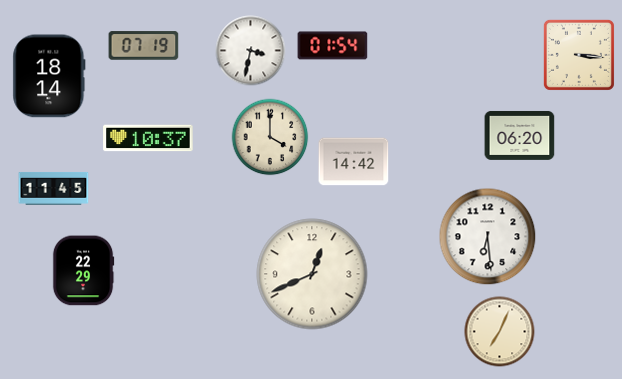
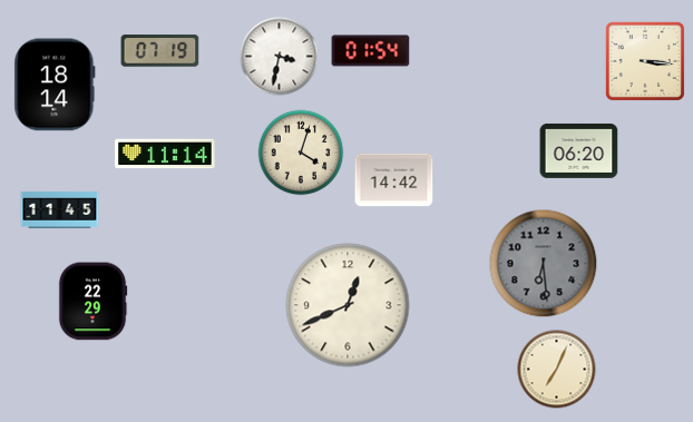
clock at (270, 137): 4:00 -> 4:03
clock at (148, 138): 10:37 -> 11:14
clock at (488, 237) dial: white -> grey
